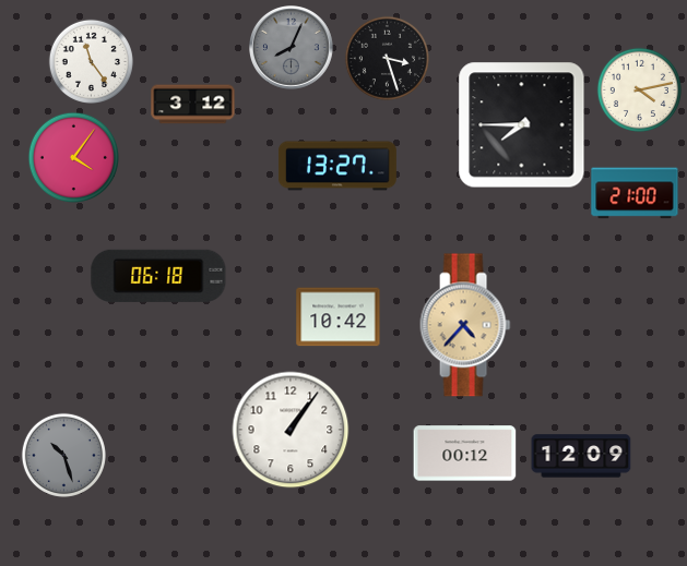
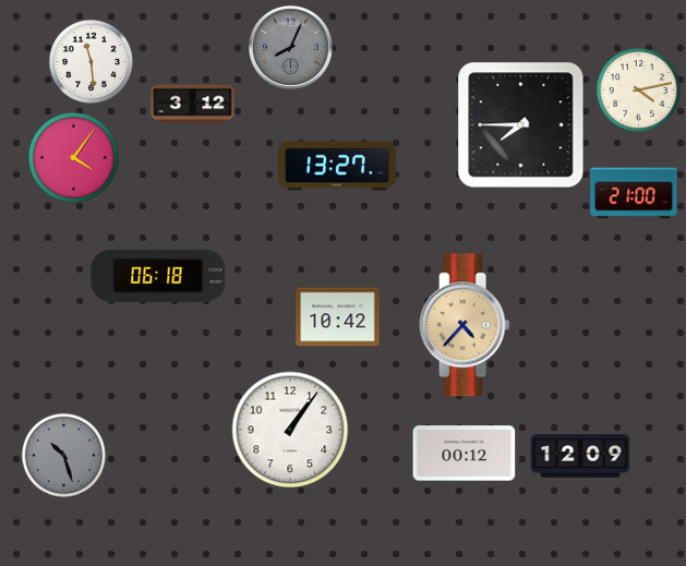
clock at (387, 58): 3:27 -> none
clock at (91, 61): 11:24 -> 11:29
